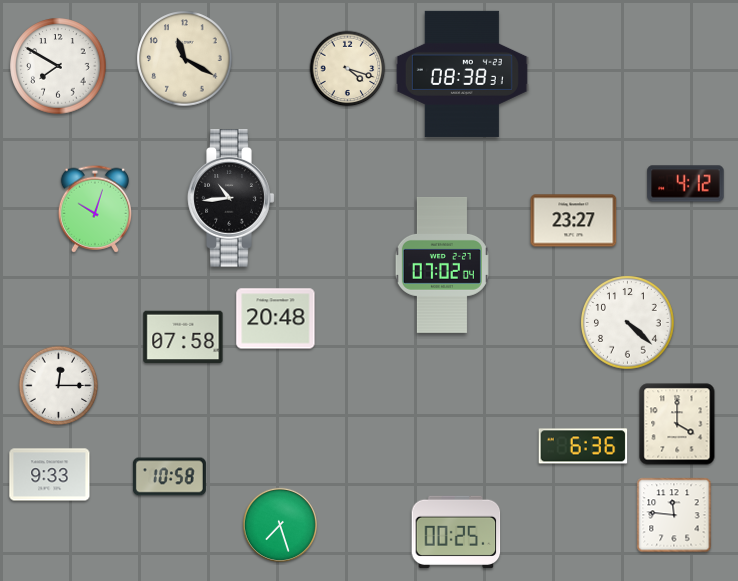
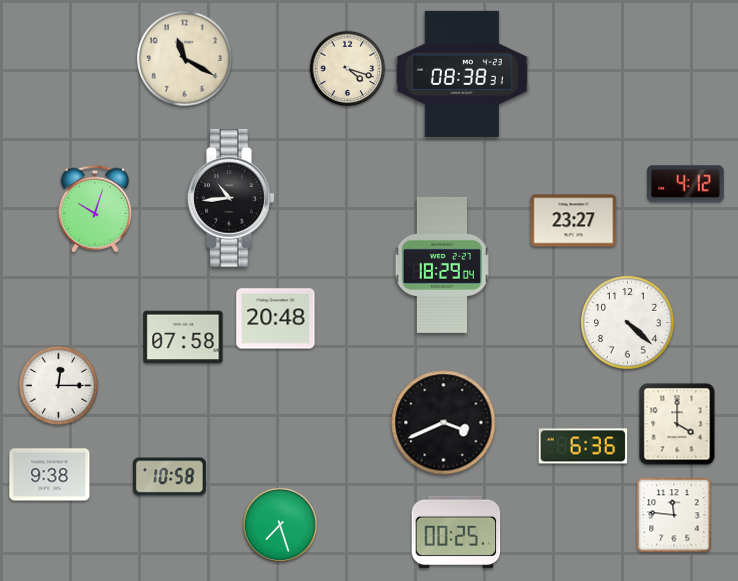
clock at (58, 66): 7:50 -> none
clock at (442, 265): 07:02 -> 18:29
clock at (444, 423): none -> 3:41
clock at (50, 475): 9:33 -> 9:38
